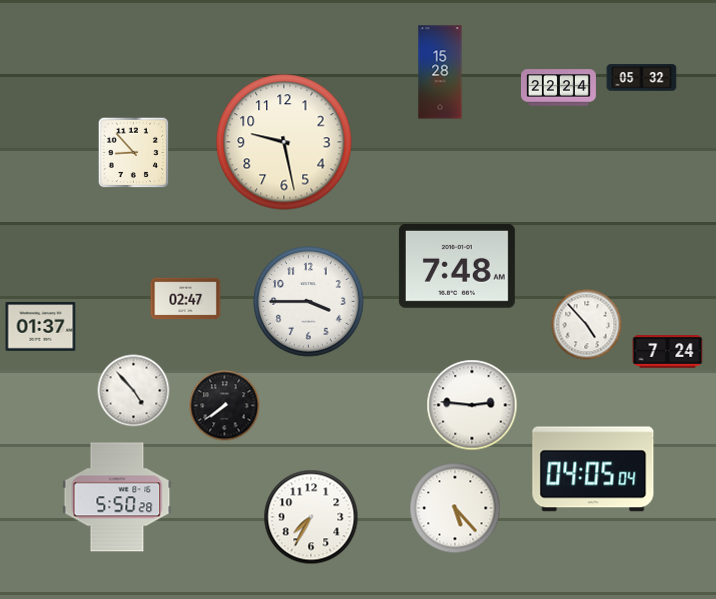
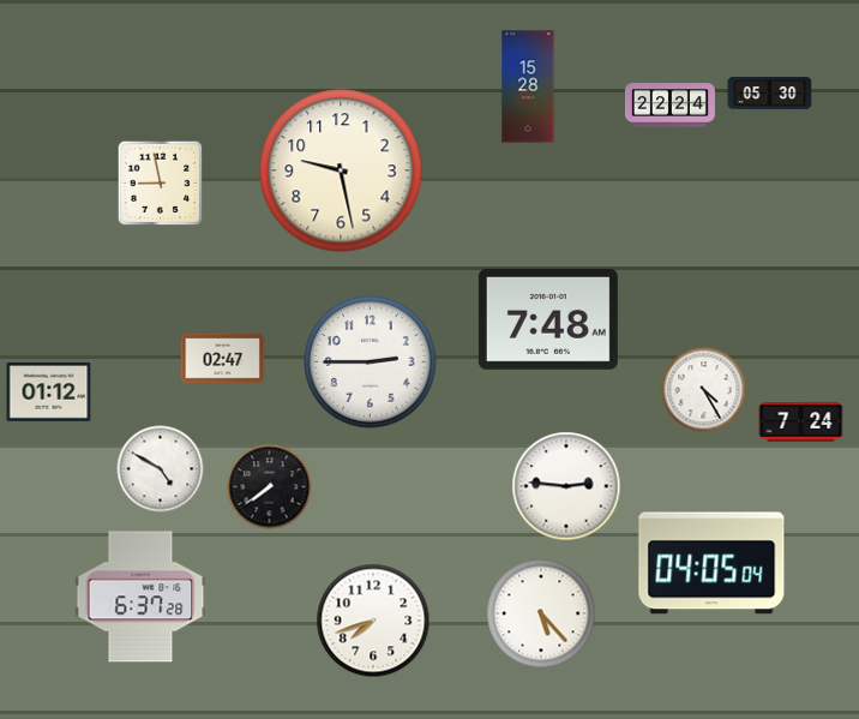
clock at (642, 78): 05:32 -> 05:30
clock at (134, 153): 8:53 -> 8:58
clock at (309, 302): 3:45 -> 2:45
clock at (587, 325): 4:53 -> 4:25
clock at (41, 327): 01:37 -> 01:12
clock at (134, 391): 4:53 -> 4:50
clock at (117, 497): 5:50 -> 6:37
clock at (455, 508) position: (455, 508) -> (541, 613)
clock at (311, 517): 7:35 -> 7:42
